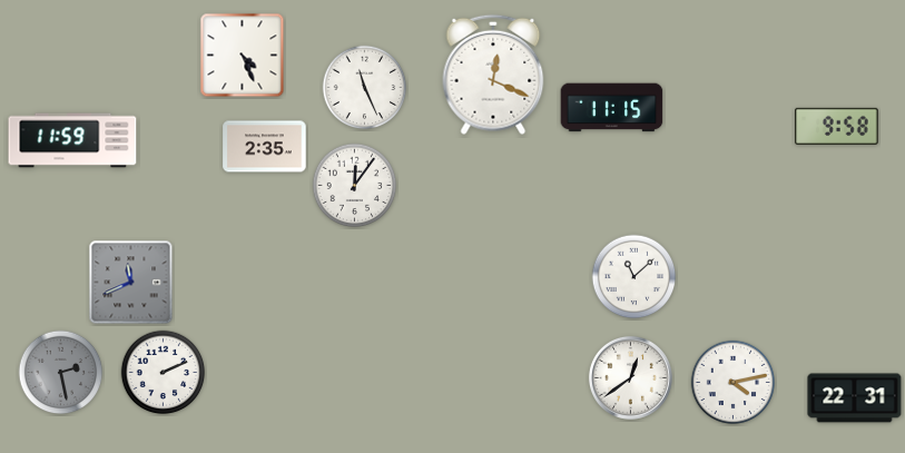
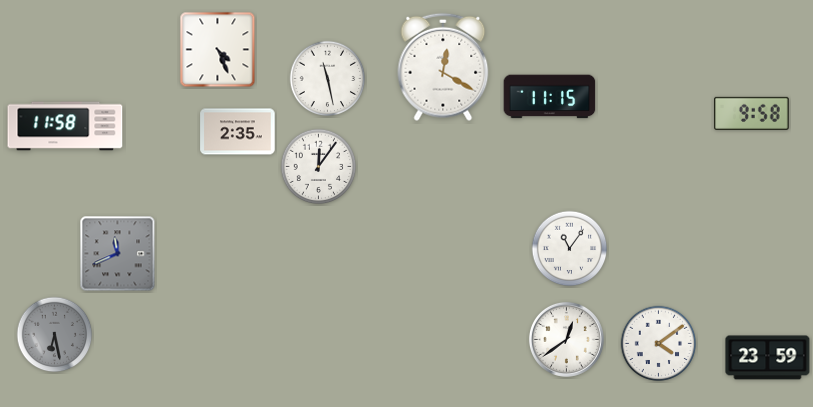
clock at (493, 75): 12:19 -> 12:20
clock at (365, 88): 11:26 -> 11:28
clock at (72, 140): 11:59 -> 11:58
clock at (635, 277): 11:08 -> 11:06
clock at (61, 373): 2:28 -> 6:28
clock at (164, 373): 2:11 -> none
clock at (734, 383): 4:13 -> 4:09
clock at (855, 398): 22:31 -> 23:59
